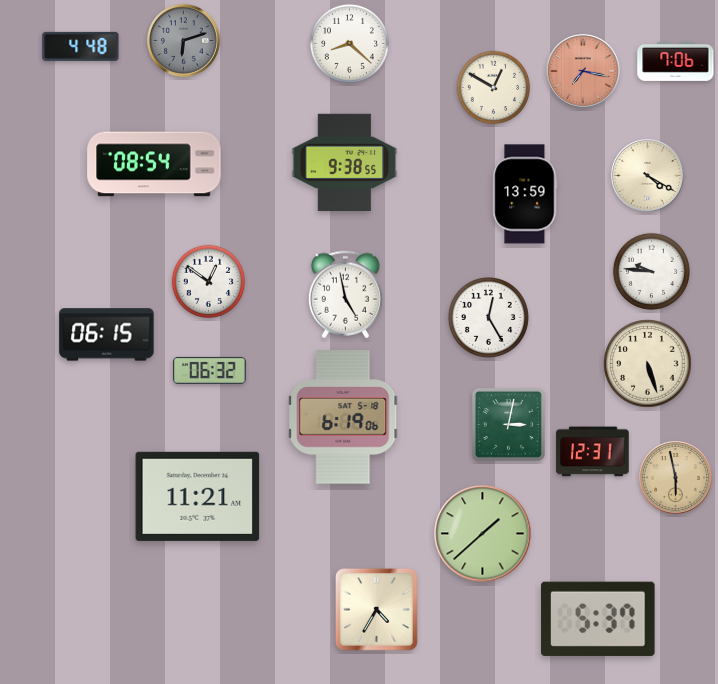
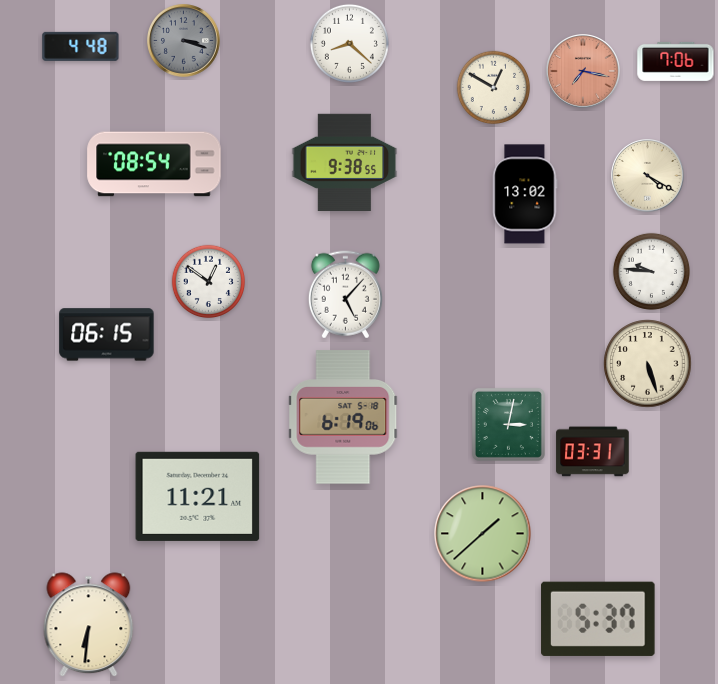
clock at (184, 41): 6:12 -> 3:18
clock at (525, 194): 13:59 -> 13:02
clock at (345, 295): 4:58 -> 5:07
clock at (488, 317): 12:25 -> none
clock at (210, 370): 06:32 -> none
clock at (593, 452): 12:31 -> 03:31
clock at (676, 478): 5:58 -> none
clock at (377, 610): 4:35 -> none
clock at (89, 625): none -> 6:31
